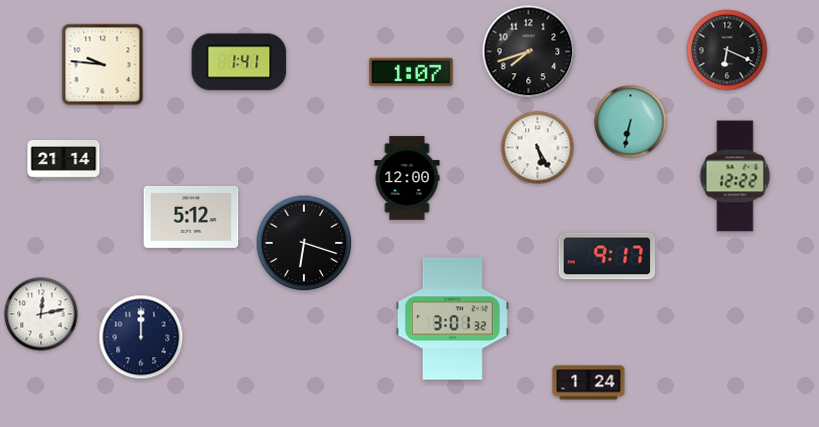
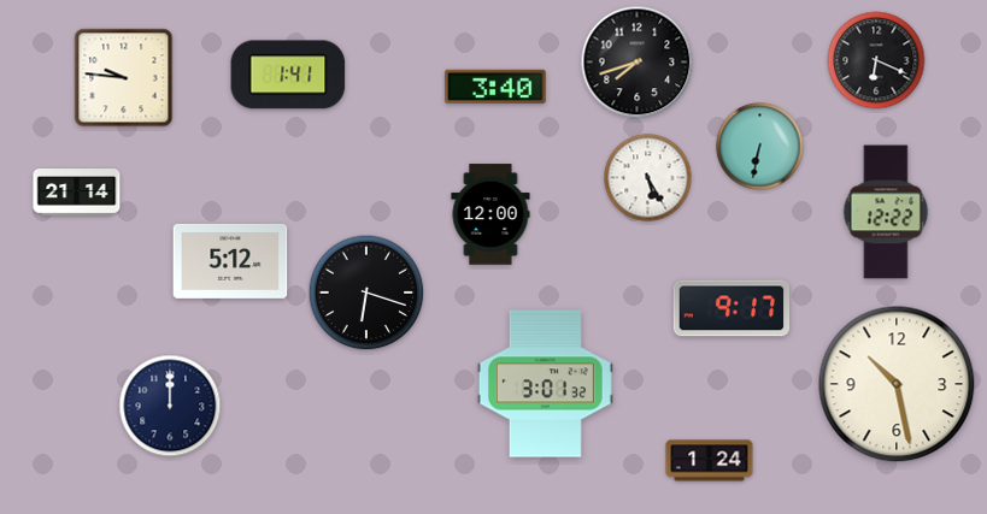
clock at (411, 71): 1:07 -> 3:40
clock at (41, 314): 12:13 -> none
clock at (897, 384): none -> 10:28
